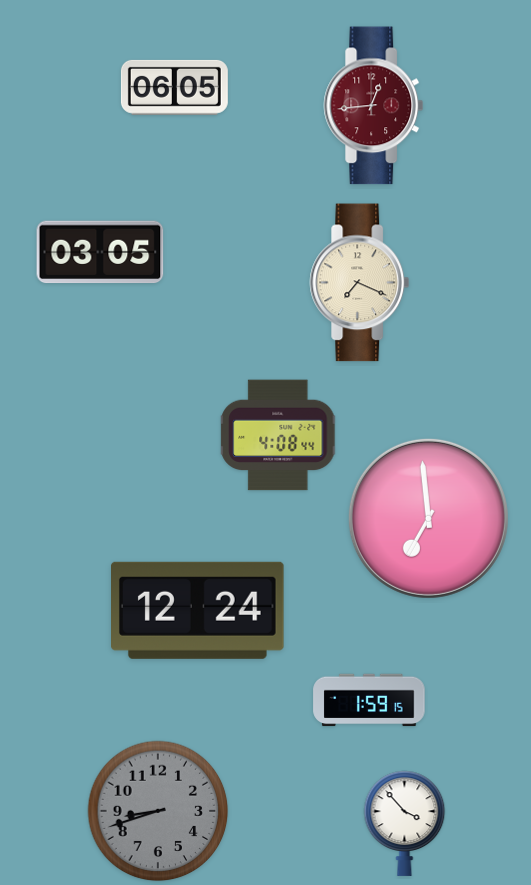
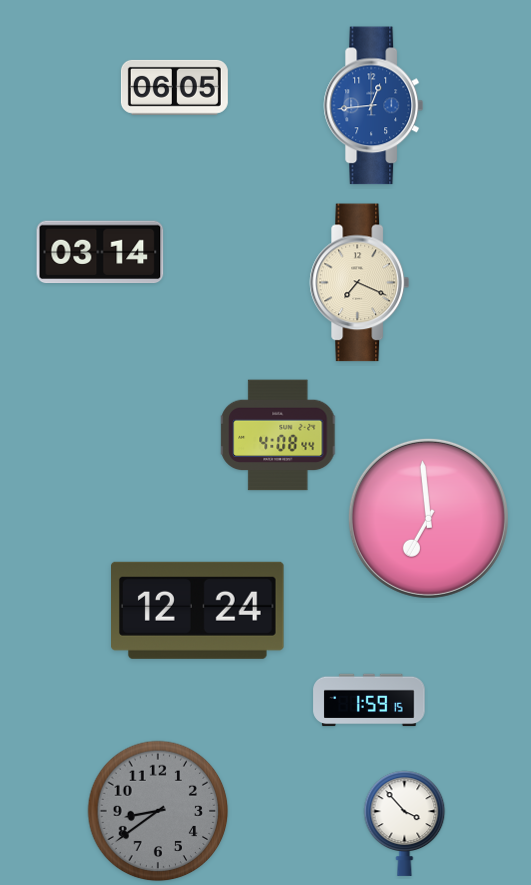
clock at (374, 106) dial: burgundy -> blue
clock at (100, 252): 03:05 -> 03:14
clock at (158, 811): 8:42 -> 8:39
